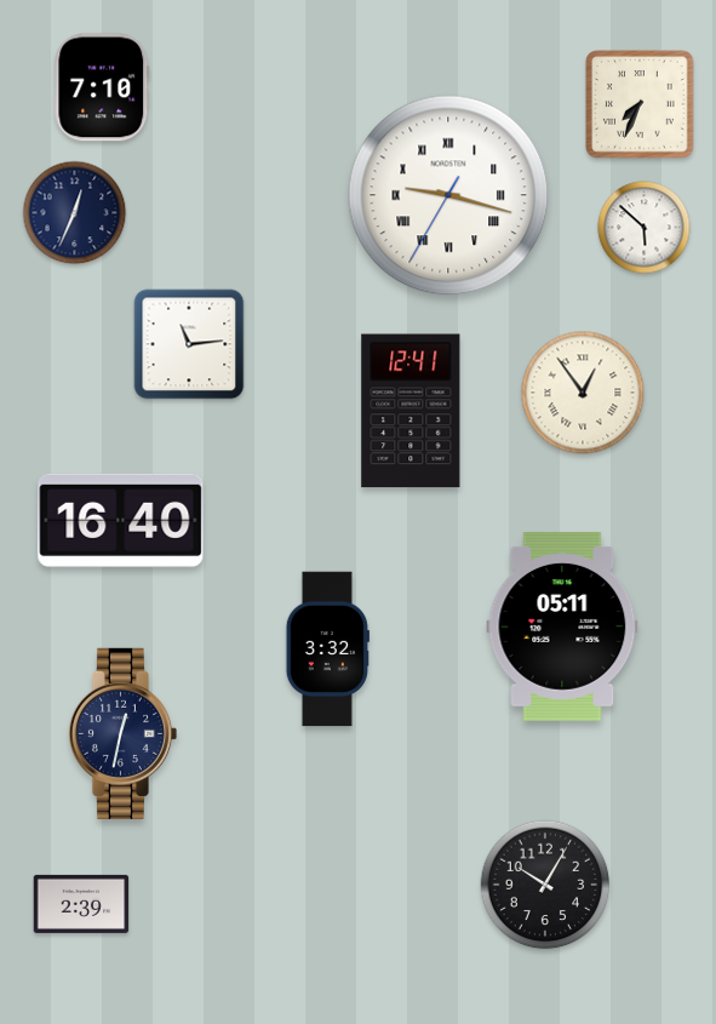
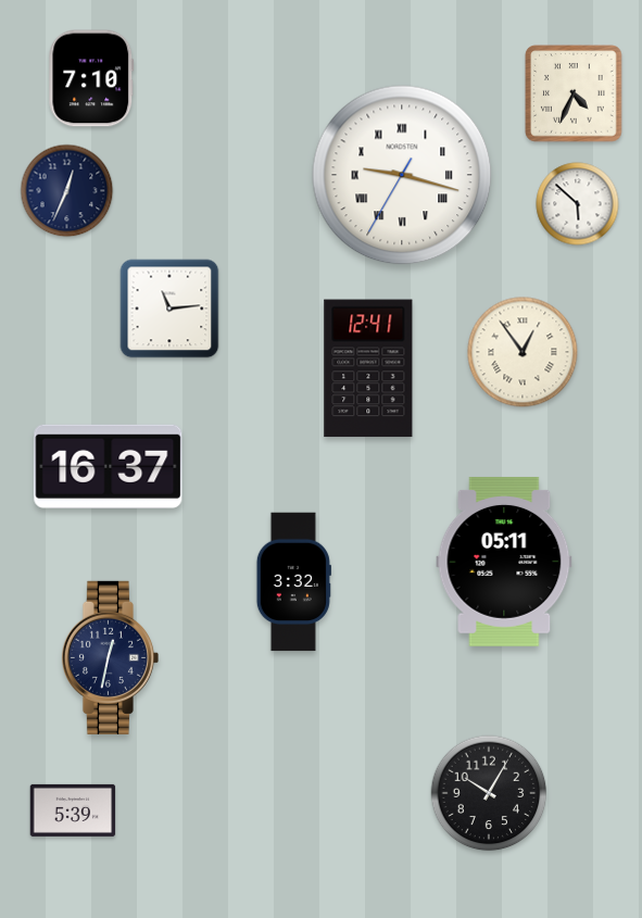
clock at (640, 104): 7:34 -> 4:34
clock at (121, 520): 16:40 -> 16:37
clock at (81, 904): 2:39 -> 5:39
